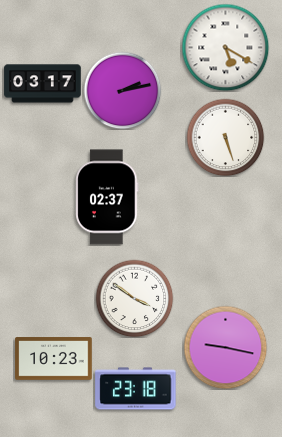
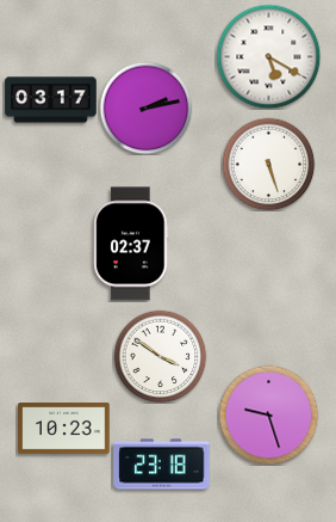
clock at (107, 197) position: (107, 197) -> (131, 244)
clock at (225, 347): 9:17 -> 9:27
